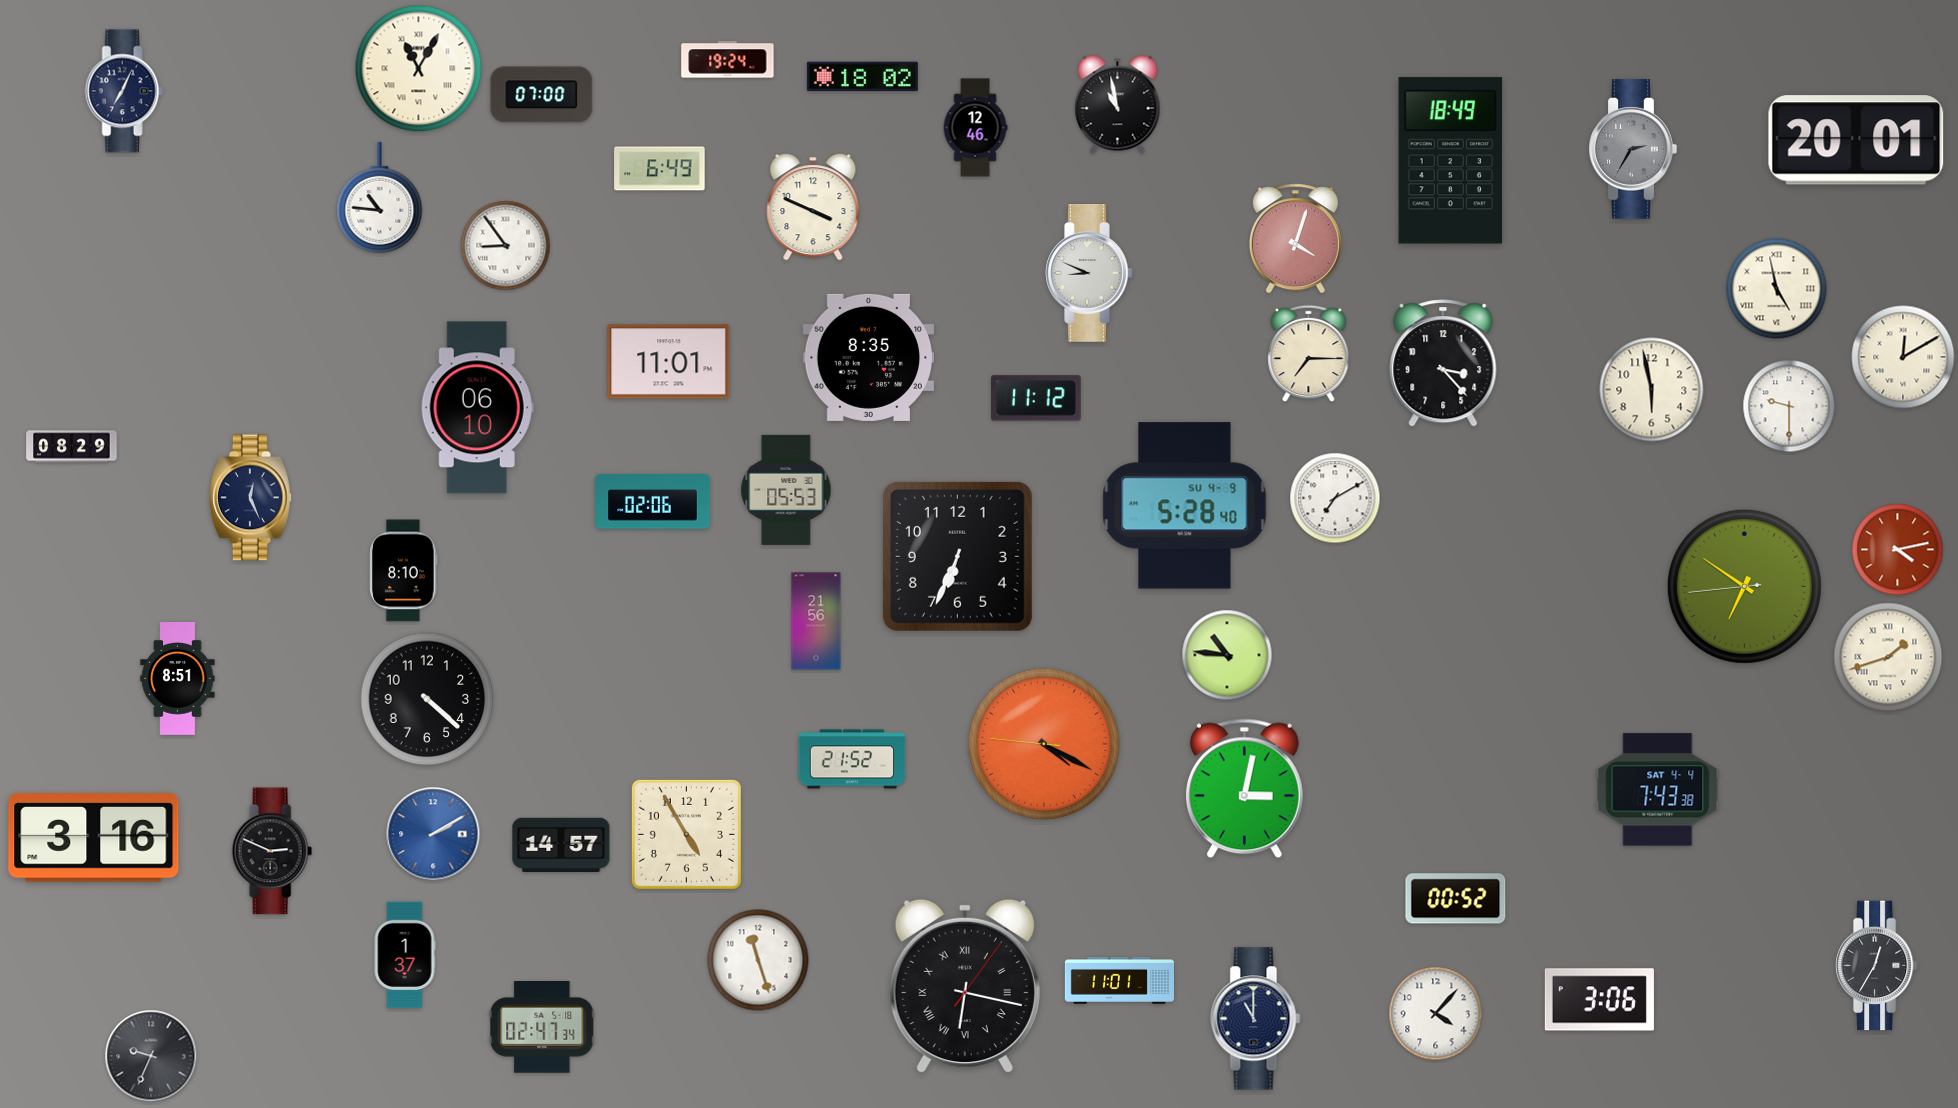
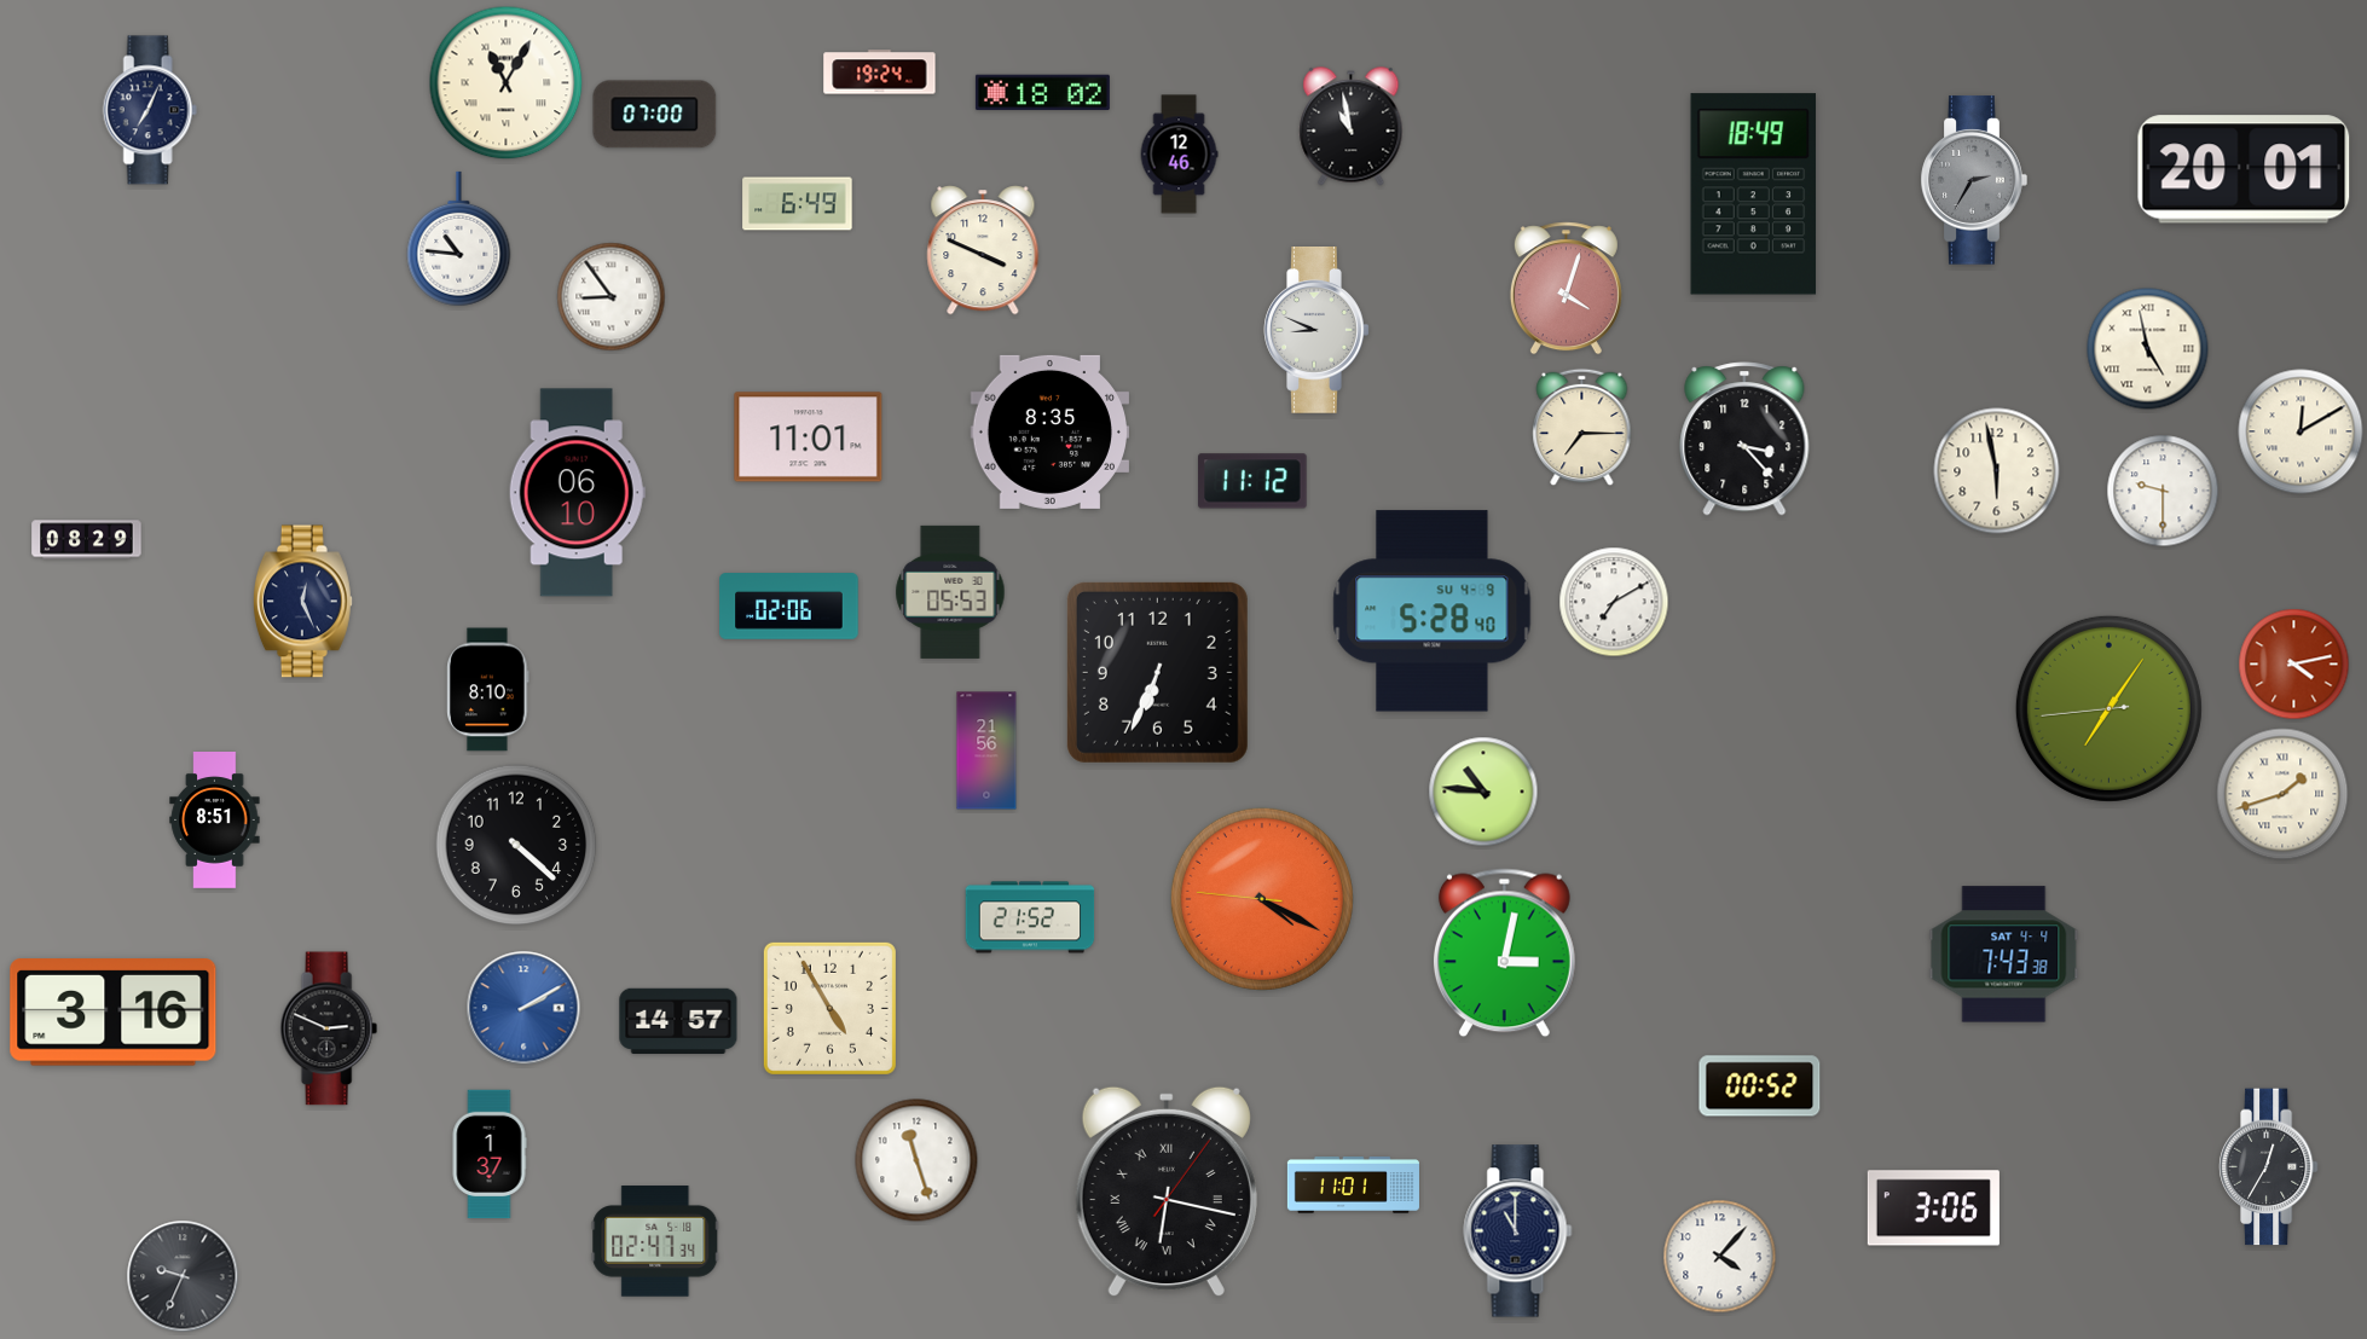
clock at (1744, 586): 6:50 -> 7:05
clock at (1436, 1014) position: (1436, 1014) -> (1720, 1257)
